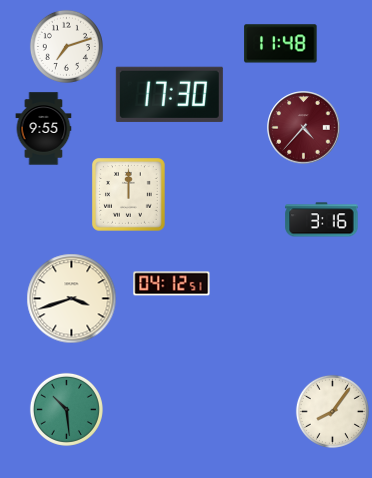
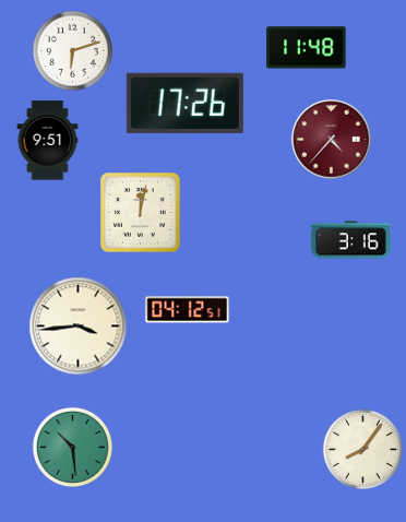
clock at (66, 46): 7:12 -> 6:12
clock at (169, 94): 17:30 -> 17:26
clock at (44, 129): 9:55 -> 9:51
clock at (129, 195): 12:00 -> 12:02
clock at (72, 299): 3:42 -> 3:44
